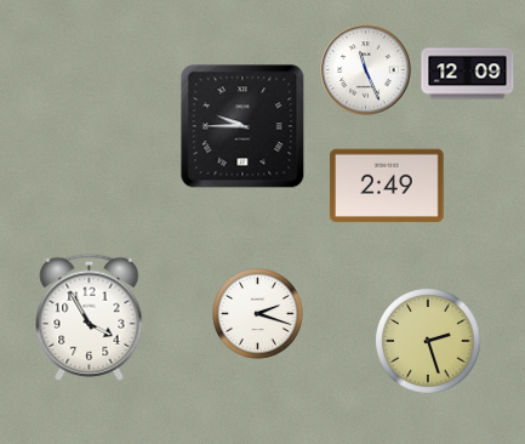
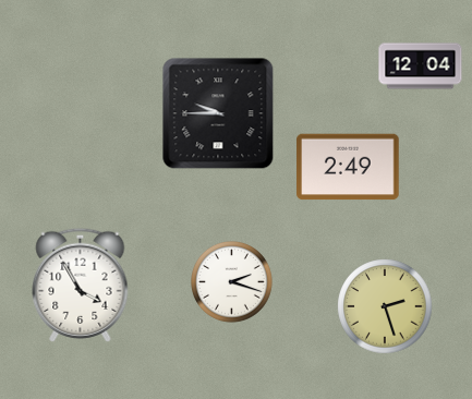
clock at (366, 70): 11:26 -> none
clock at (468, 74): 12:09 -> 12:04
